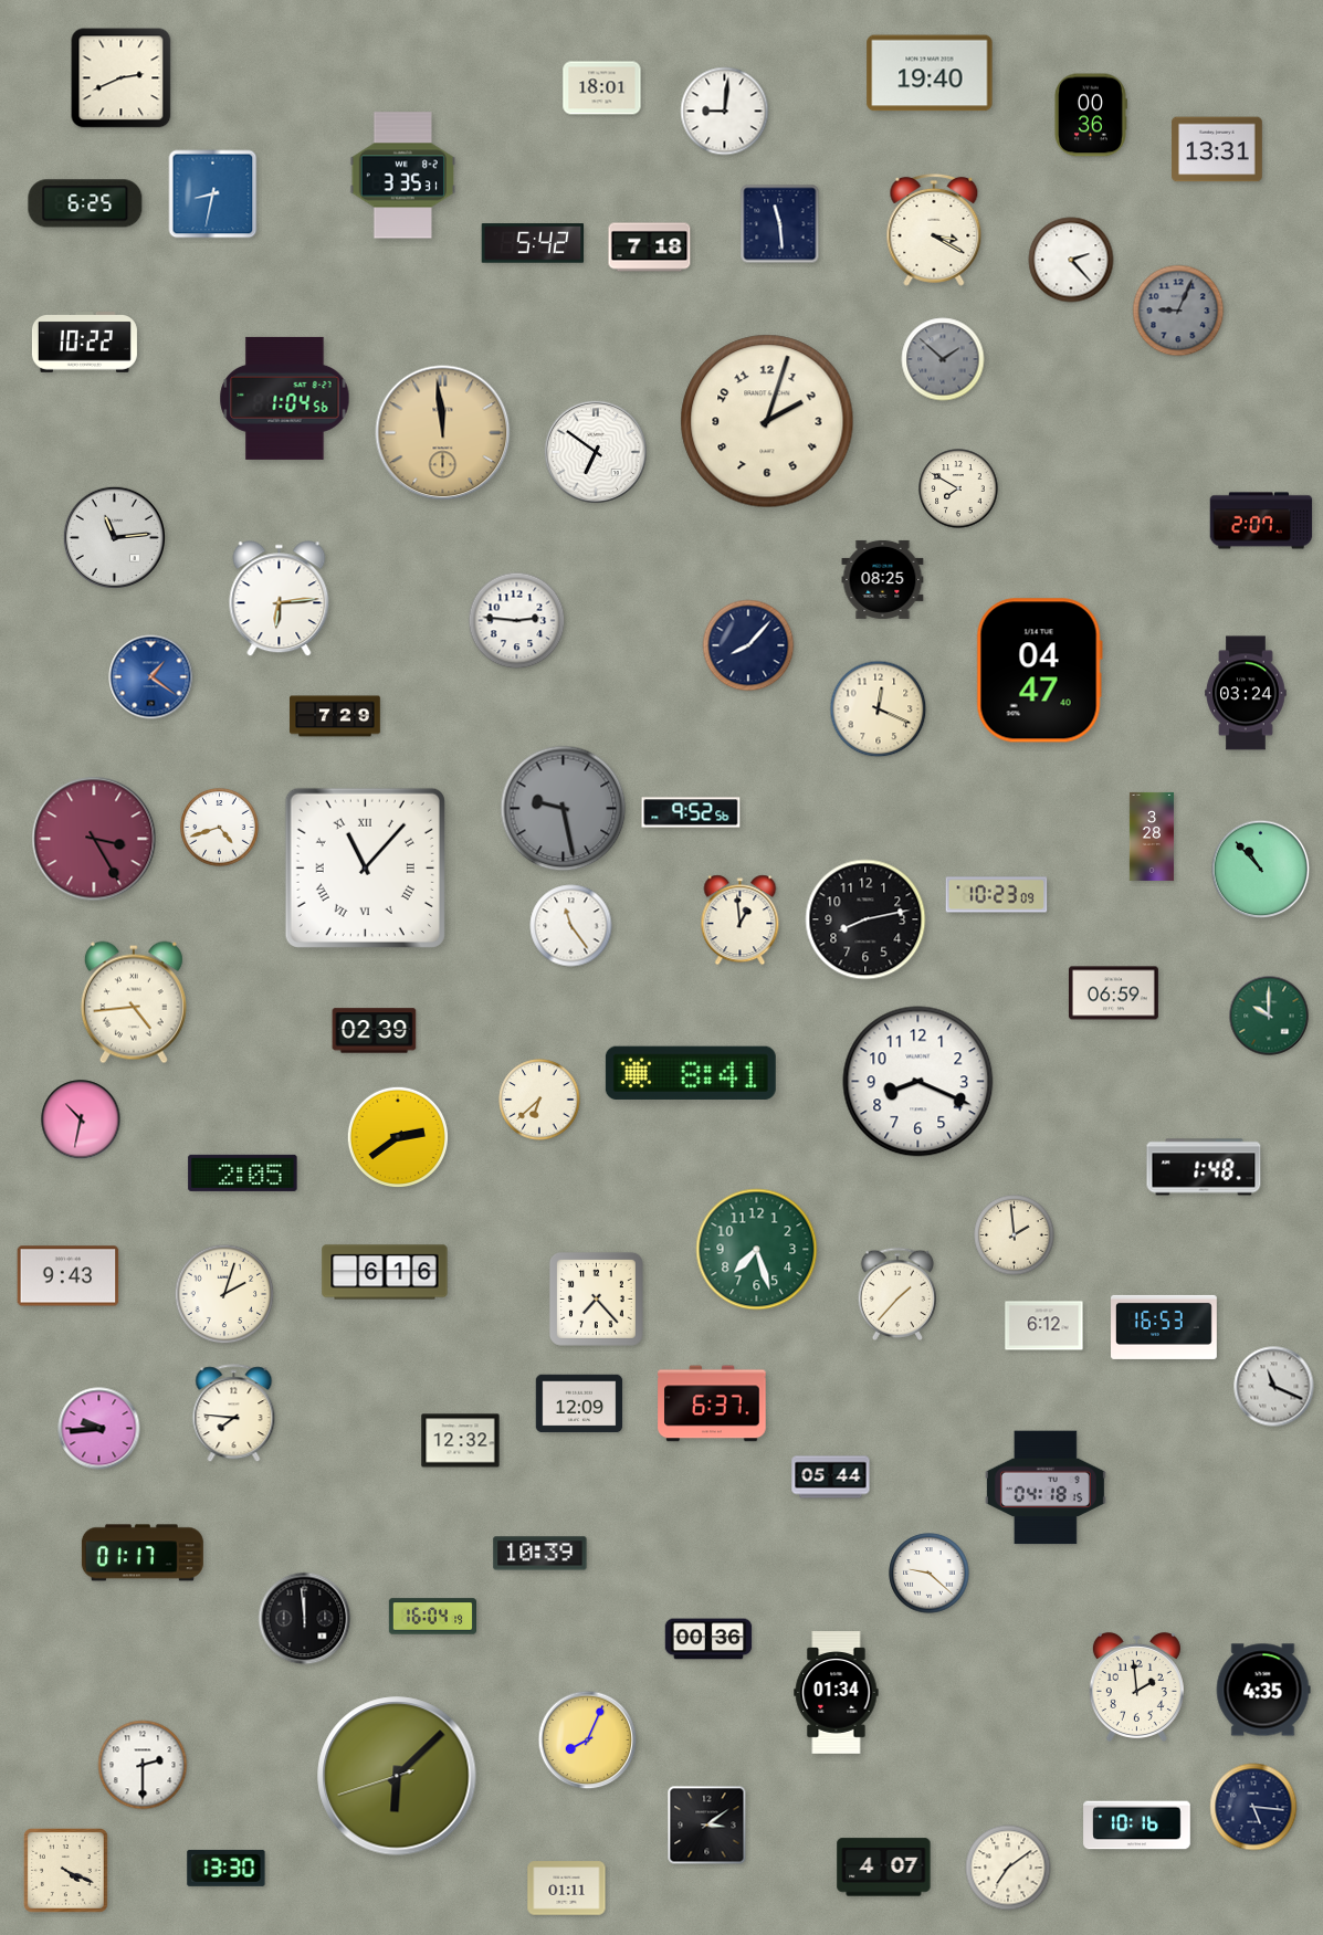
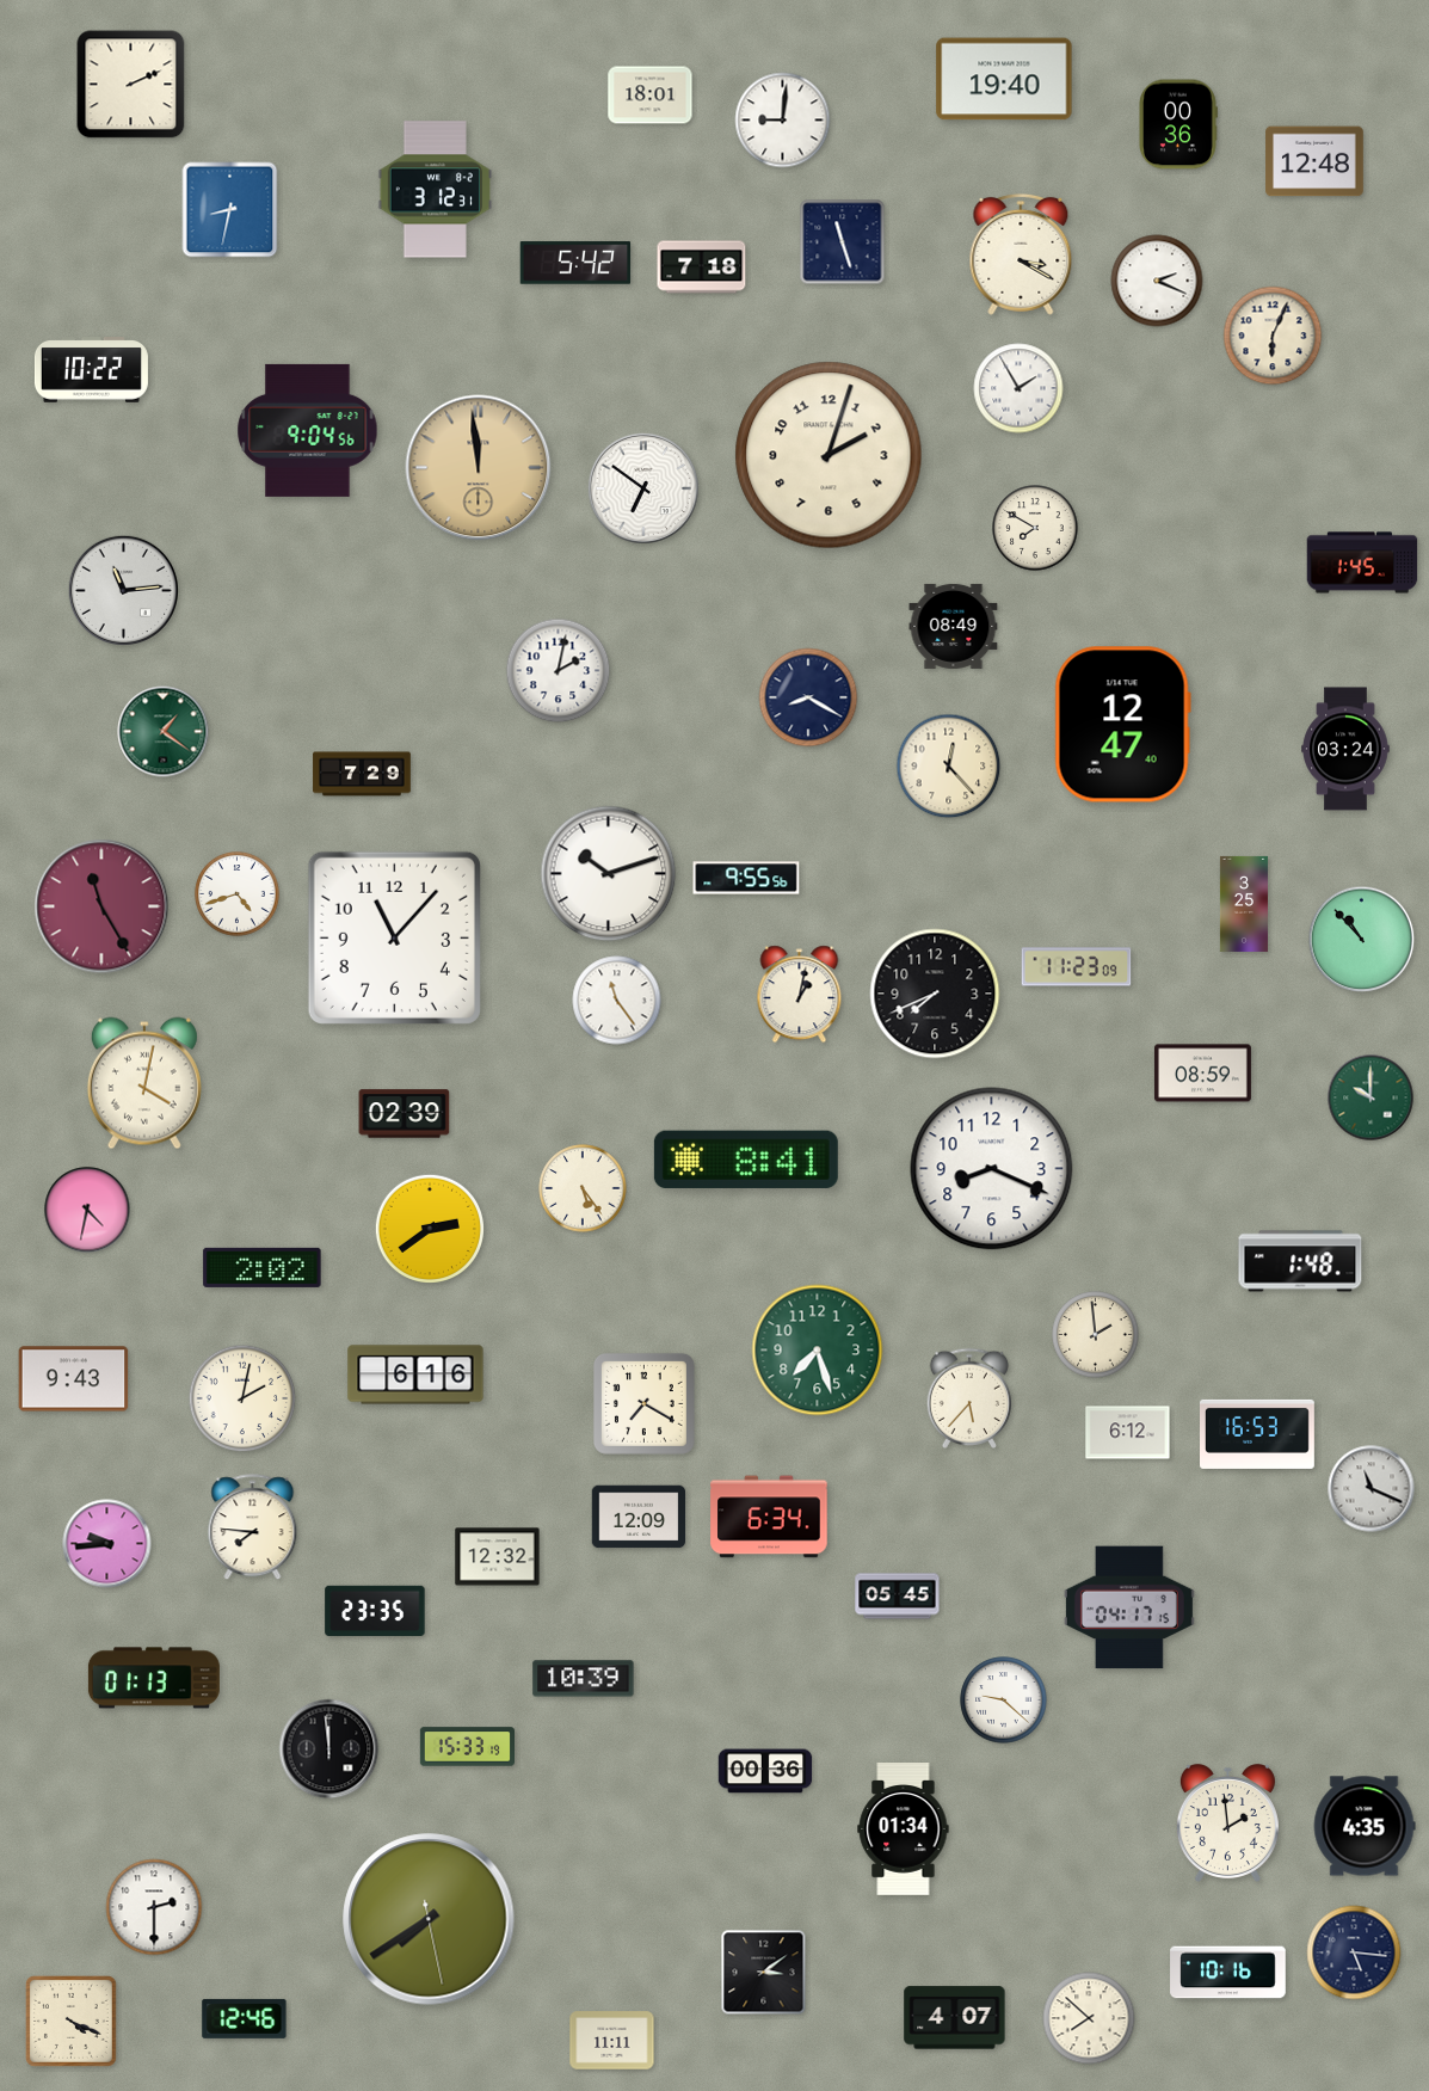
clock at (122, 78): 2:41 -> 2:11
clock at (1217, 149): 13:31 -> 12:48
clock at (403, 176): 3:35 -> 3:12
clock at (85, 203): 6:25 -> none
clock at (780, 224): 11:29 -> 11:27
clock at (934, 230) position: (934, 230) -> (1021, 254)
clock at (1071, 260): 2:23 -> 2:19
clock at (1178, 311): 9:04 -> 6:04
clock at (1178, 311) dial: grey -> cream
clock at (943, 359): 1:52 -> 1:55
clock at (943, 359) dial: grey -> white
clock at (285, 398): 1:04 -> 9:04
clock at (1261, 520): 2:07 -> 1:45
clock at (114, 537) position: (114, 537) -> (123, 590)
clock at (883, 579): 08:25 -> 08:49
clock at (280, 599): 6:14 -> none
clock at (517, 621): 2:46 -> 2:02
clock at (748, 645): 8:07 -> 8:20
clock at (1039, 671): 04:47 -> 12:47
clock at (151, 677) dial: blue -> green
clock at (879, 709): 12:19 -> 12:23
clock at (564, 809): 9:28 -> 10:12
clock at (564, 809) dial: grey -> white
clock at (691, 812): 9:52 -> 9:55
clock at (1152, 837): 3:28 -> 3:25
clock at (94, 839): 3:25 -> 11:25
clock at (365, 867) numerals: Roman -> Arabic
clock at (997, 895): 10:23 -> 11:23
clock at (865, 919): 8:13 -> 7:41
clock at (741, 921): 12:59 -> 1:02
clock at (1113, 993): 06:59 -> 08:59
clock at (134, 1002): 4:44 -> 4:02
clock at (539, 1100): 6:38 -> 5:24
clock at (81, 1119): 10:32 -> 4:32
clock at (243, 1172): 2:05 -> 2:02
clock at (897, 1293): 1:37 -> 5:37
clock at (224, 1294): 2:03 -> 2:02
clock at (596, 1298): 7:23 -> 7:20
clock at (1274, 1387) position: (1274, 1387) -> (1372, 1489)
clock at (579, 1403) position: (579, 1403) -> (639, 1517)
clock at (712, 1403): 6:37 -> 6:34
clock at (831, 1477): 05:44 -> 05:45
clock at (1046, 1487): 04:18 -> 04:17
clock at (375, 1610): none -> 23:35
clock at (143, 1553): 01:17 -> 01:13
clock at (432, 1617): 16:04 -> 15:33
clock at (588, 1741): 8:04 -> none
clock at (397, 1776): 6:07 -> 7:39
clock at (227, 1868): 13:30 -> 12:46
clock at (1008, 1868): 7:09 -> 7:52
clock at (567, 1889): 01:11 -> 11:11
